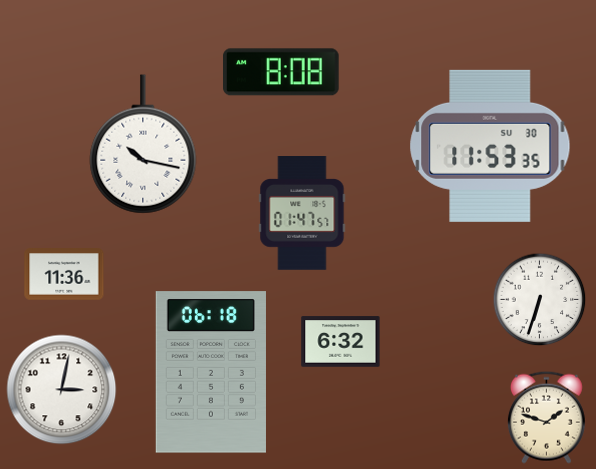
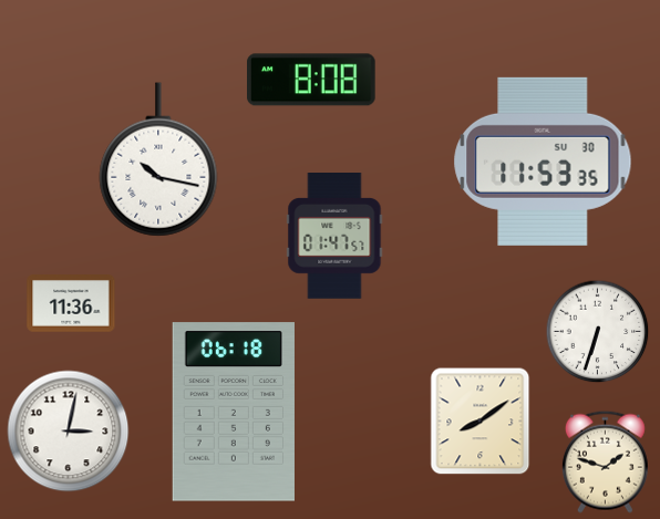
clock at (341, 342): 6:32 -> none
clock at (481, 422): none -> 8:09
